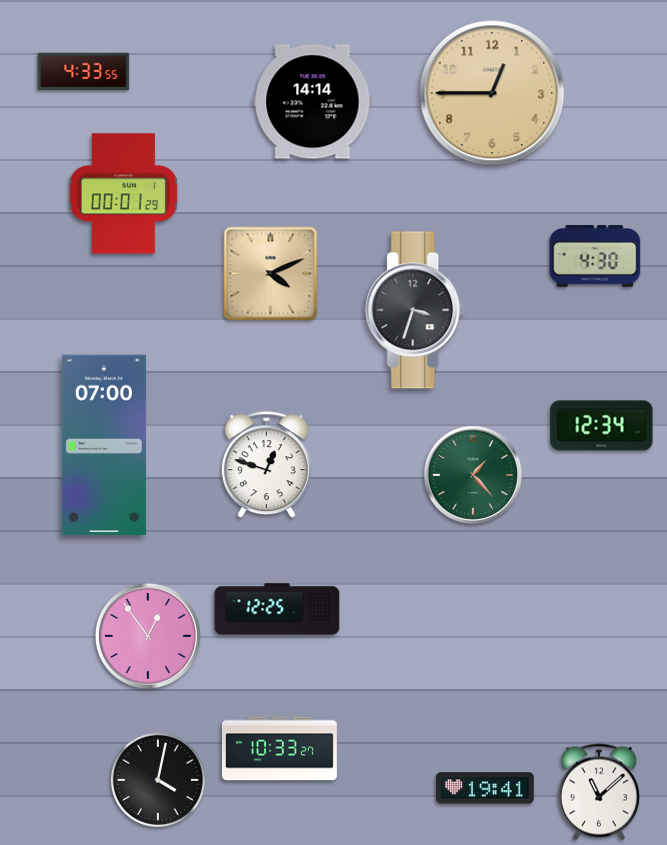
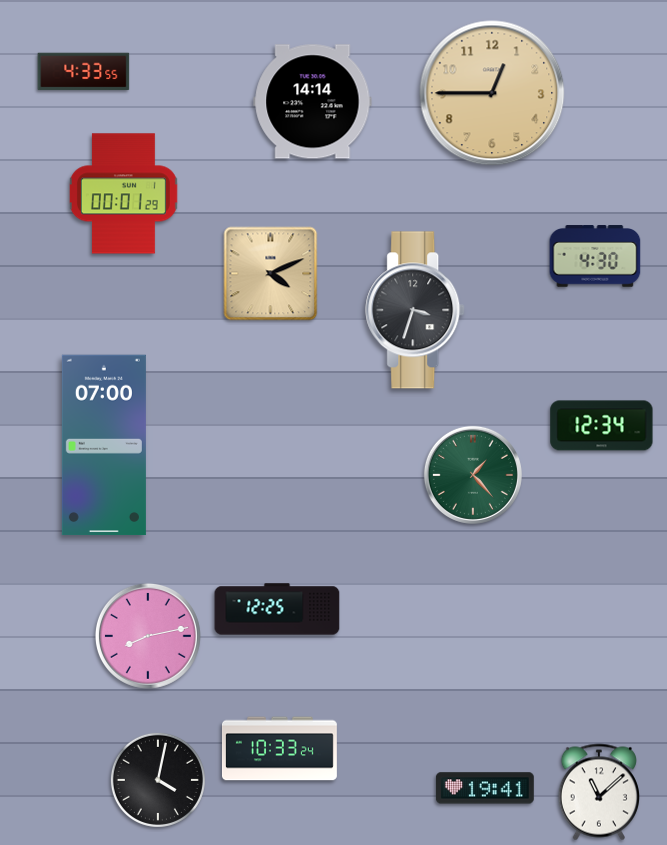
clock at (266, 465): 12:48 -> none
clock at (148, 636): 12:54 -> 8:13
clock at (279, 749): 10:33:27 -> 10:33:24
